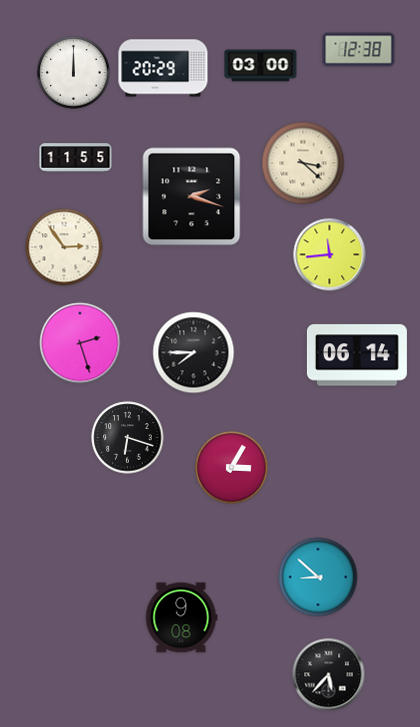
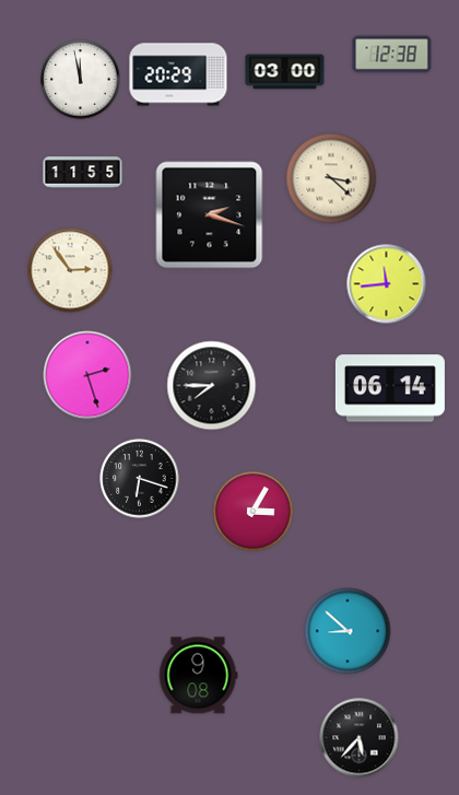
clock at (74, 73): 12:00 -> 11:58
clock at (330, 255) position: (330, 255) -> (387, 284)
